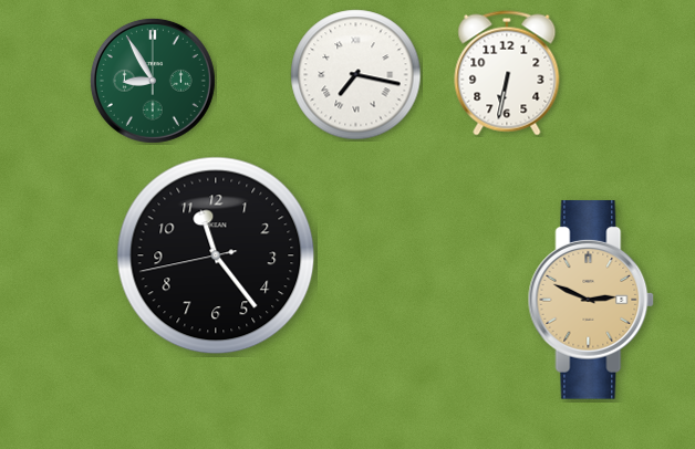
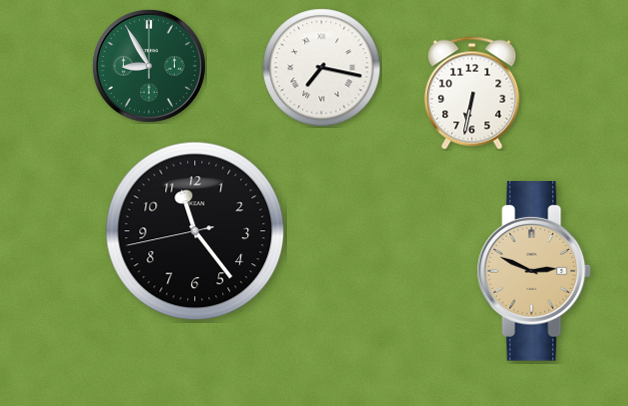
clock at (507, 73) position: (507, 73) -> (472, 93)
clock at (153, 81) position: (153, 81) -> (149, 66)
